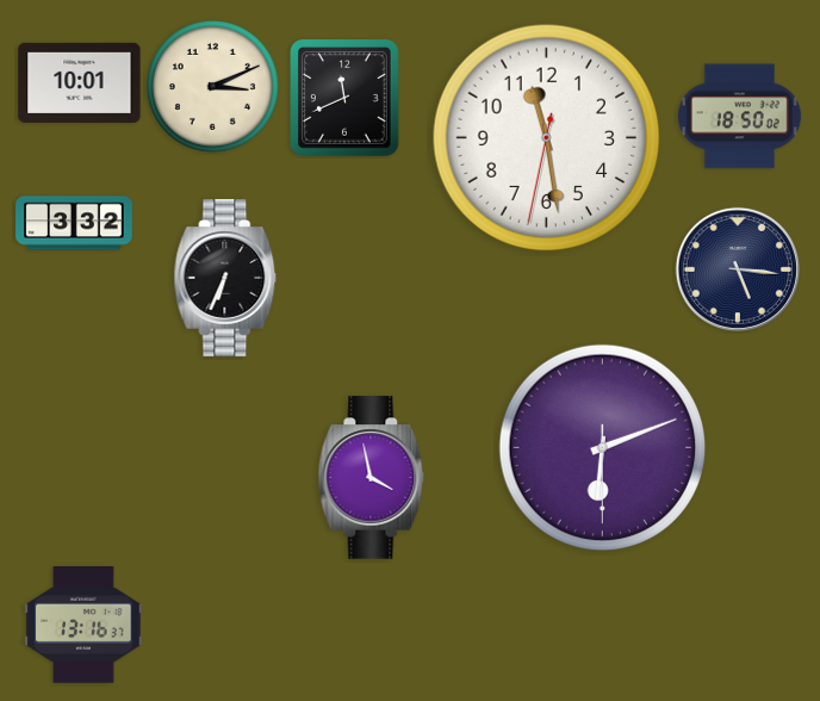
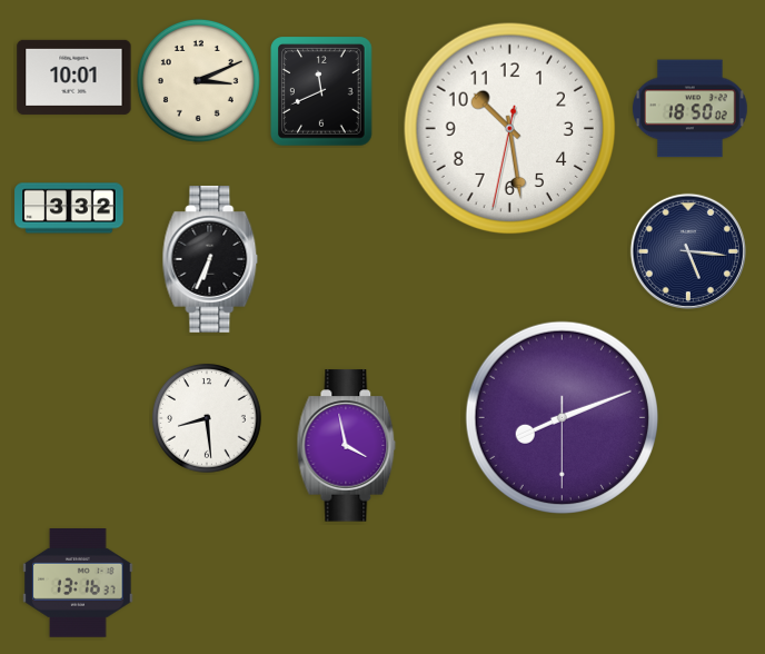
clock at (547, 138): 11:28 -> 10:28
clock at (602, 447): 6:11 -> 8:11
clock at (208, 419): none -> 8:29
